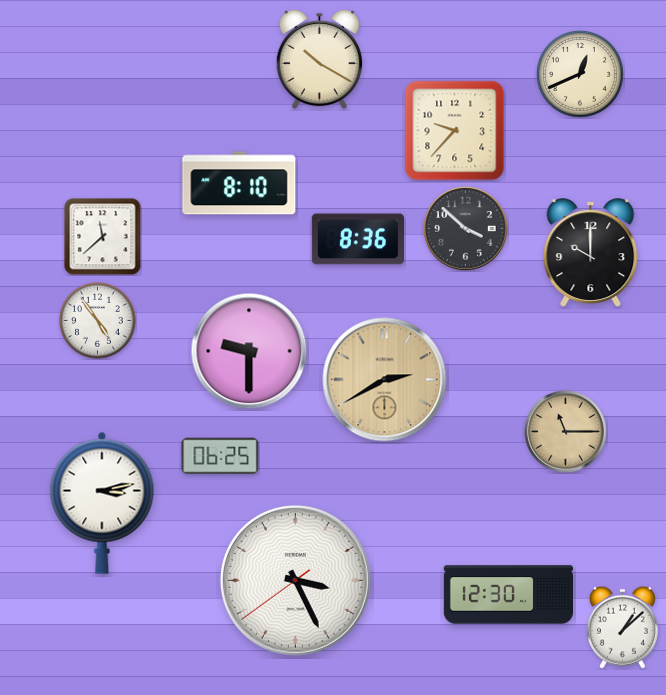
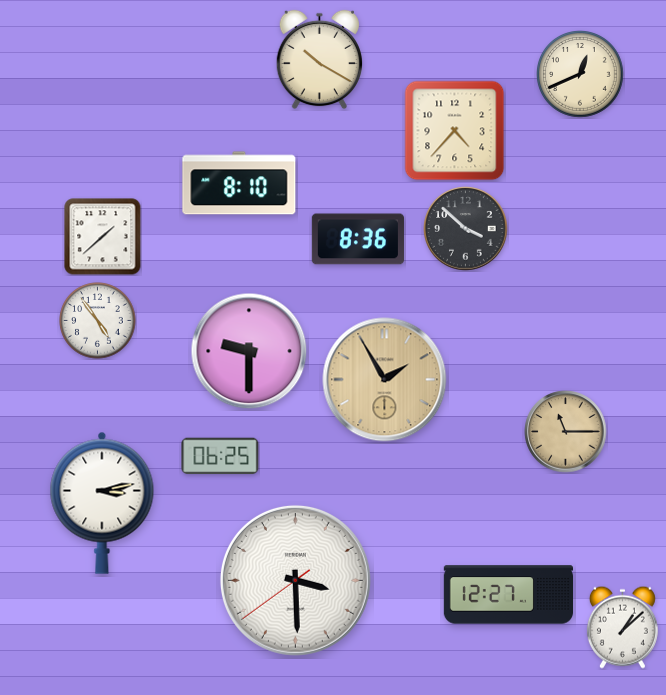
clock at (455, 131): 9:37 -> 4:37
clock at (103, 237): 11:38 -> 1:38
clock at (591, 253): 10:00 -> none
clock at (385, 380): 2:40 -> 1:55
clock at (295, 580): 3:25 -> 3:29
clock at (508, 595): 12:30 -> 12:27
